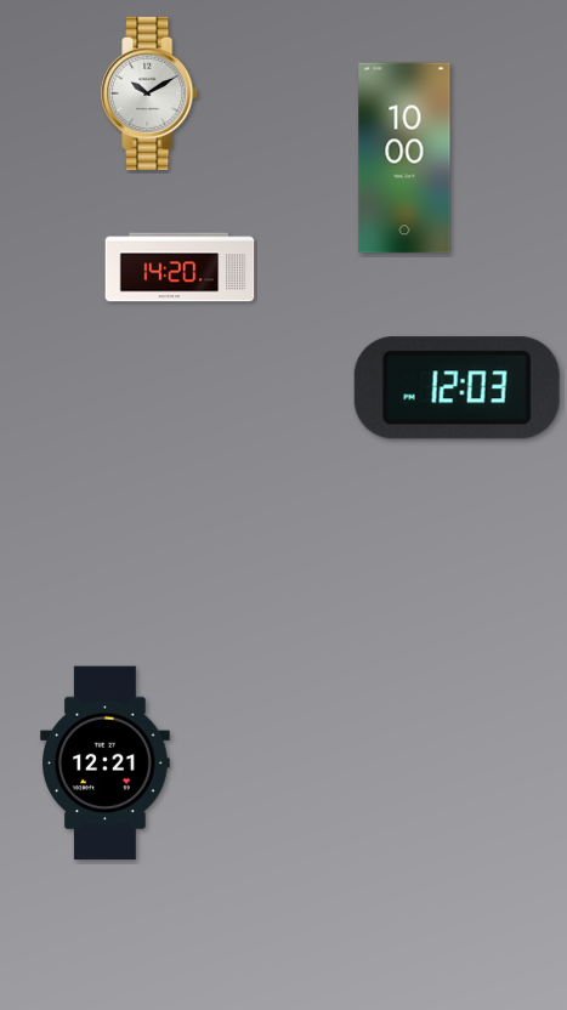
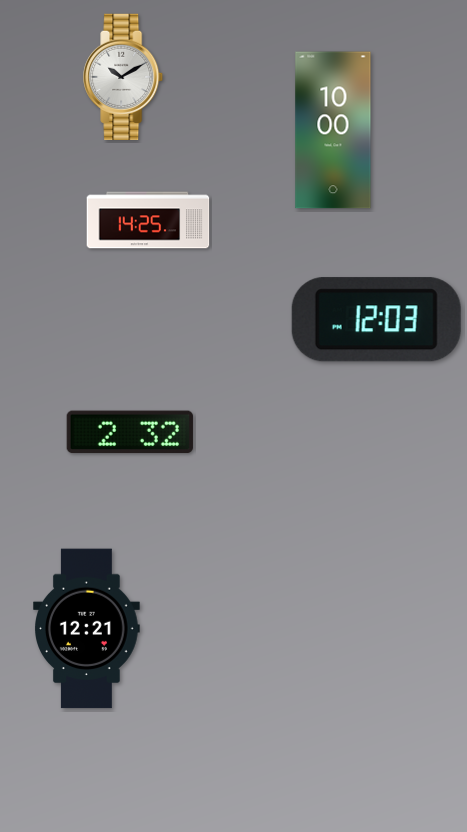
clock at (180, 267): 14:20 -> 14:25
clock at (130, 432): none -> 2:32
